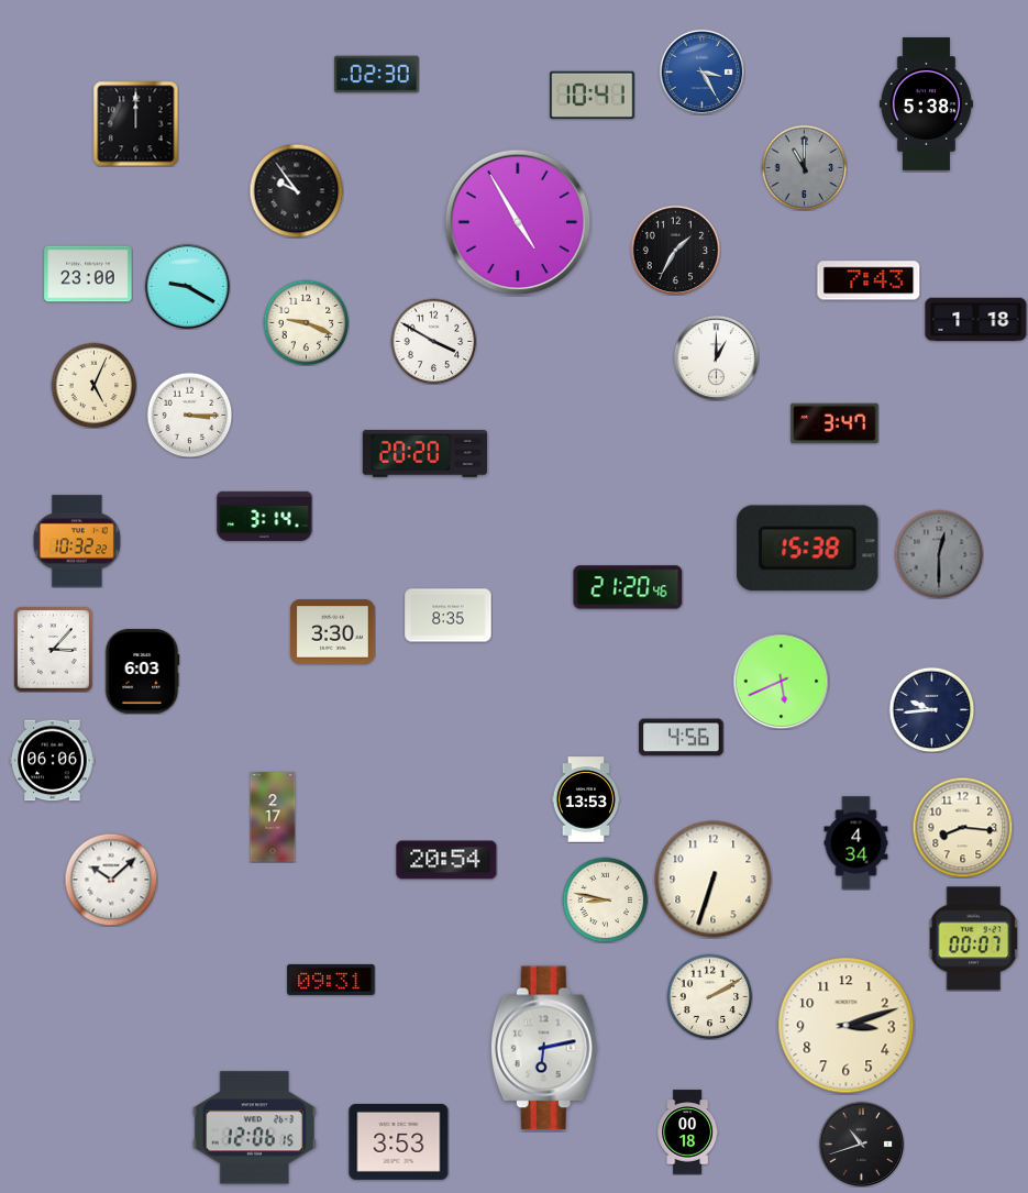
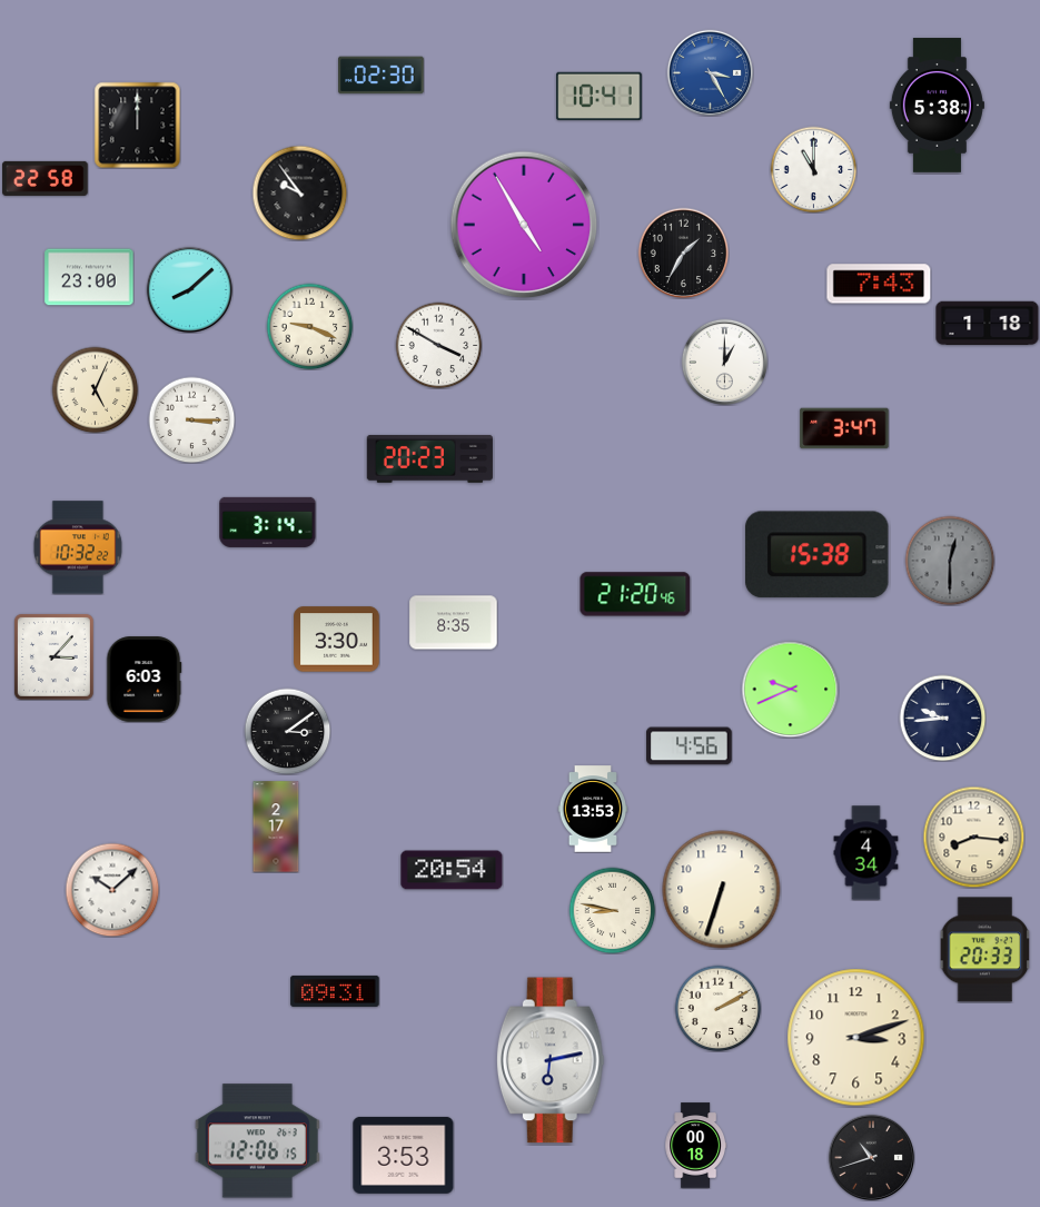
clock at (804, 167) dial: grey -> white
clock at (46, 178): none -> 22:58
clock at (187, 286): 9:20 -> 8:08
clock at (424, 453): 20:20 -> 20:23
clock at (781, 681): 5:41 -> 9:41
clock at (287, 731): none -> 3:09
clock at (53, 761): 06:06 -> none
clock at (974, 939): 00:07 -> 20:33
